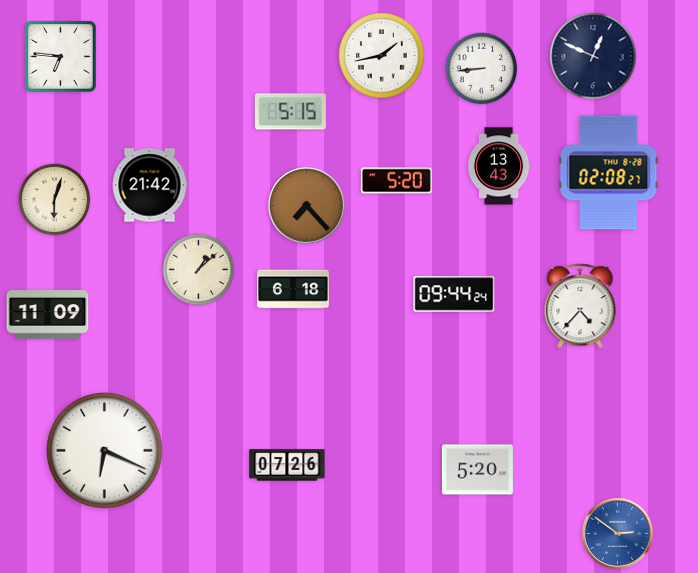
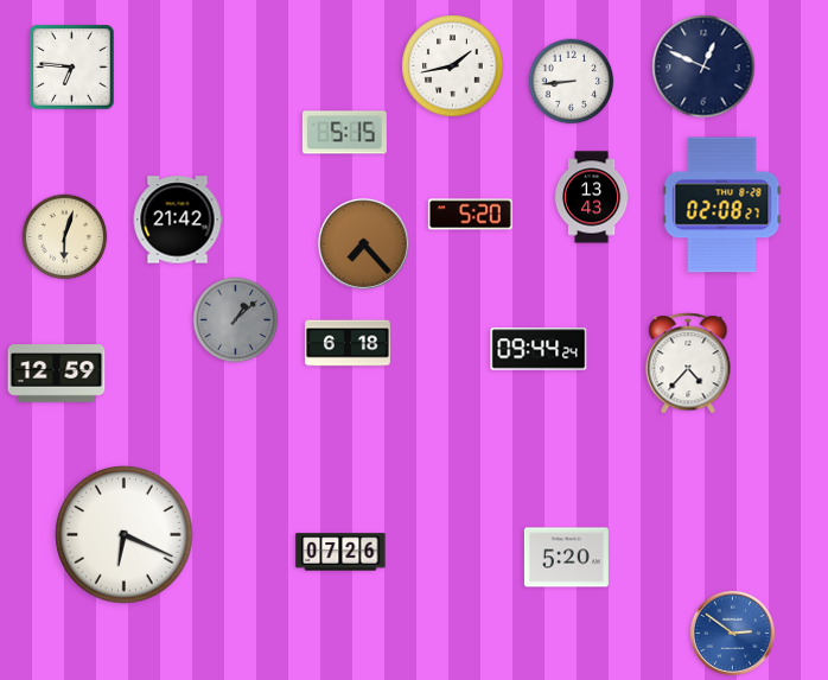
clock at (199, 270) dial: cream -> grey
clock at (48, 315): 11:09 -> 12:59
